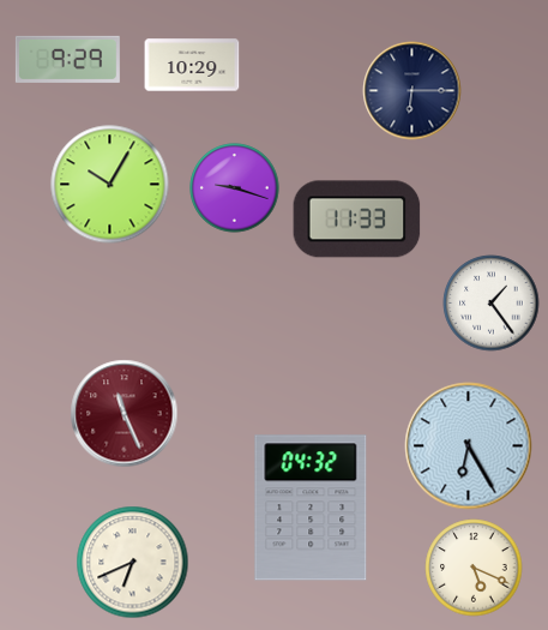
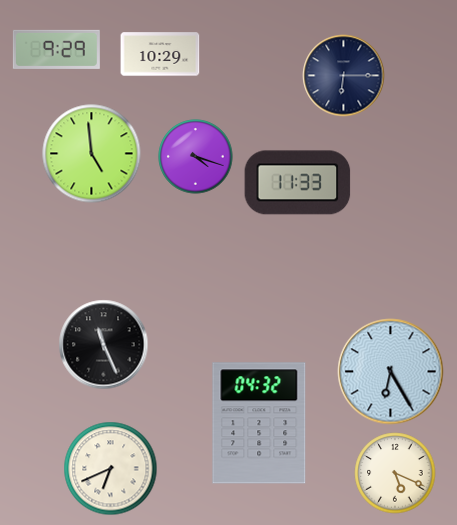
clock at (110, 185): 10:05 -> 4:59
clock at (235, 188): 9:18 -> 4:18
clock at (492, 304): 1:24 -> none
clock at (125, 414) dial: burgundy -> black
